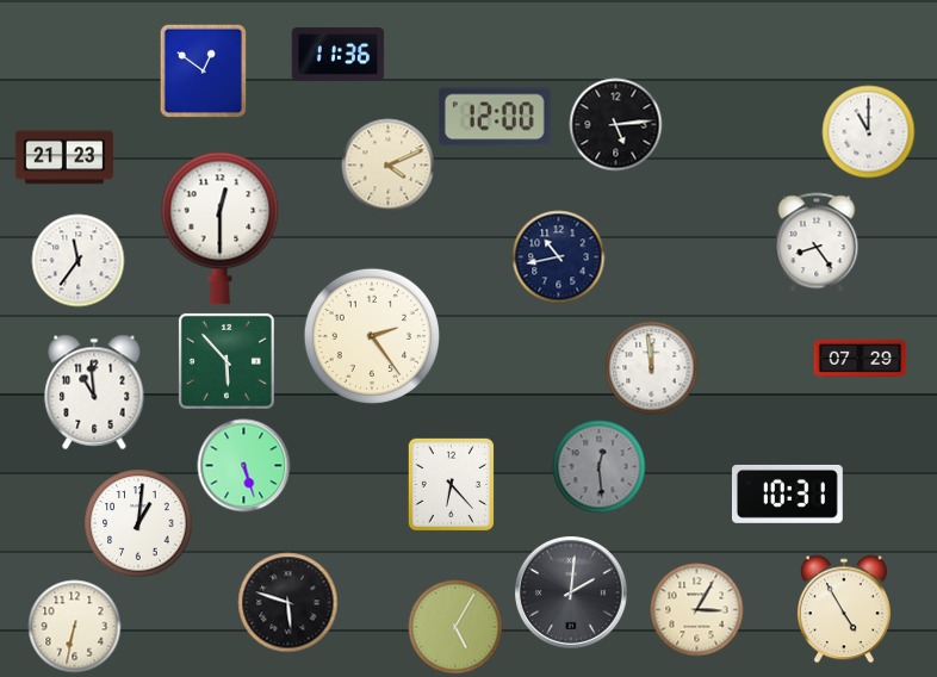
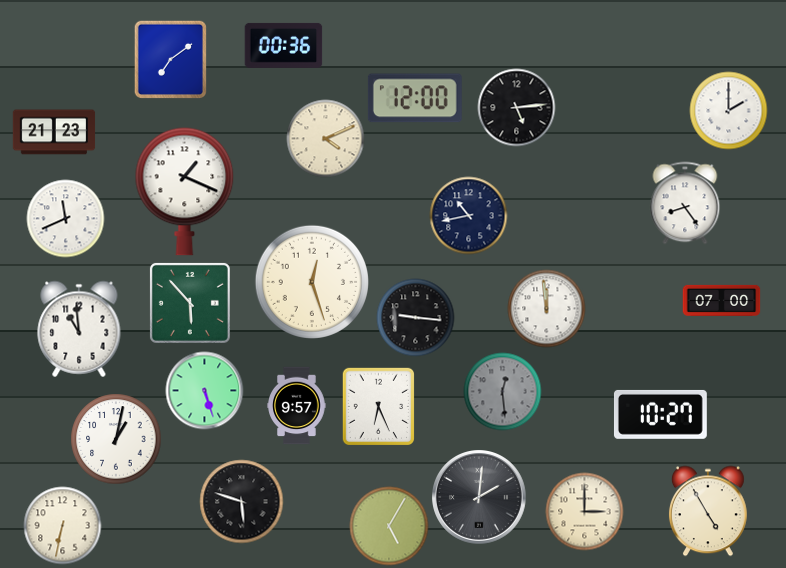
clock at (337, 54): 11:36 -> 00:36
clock at (203, 70): 12:51 -> 7:09
clock at (615, 124) position: (615, 124) -> (516, 107)
clock at (868, 131): 11:00 -> 2:00
clock at (221, 228): 12:30 -> 1:19
clock at (77, 260): 11:36 -> 11:41
clock at (372, 336): 2:24 -> 12:27
clock at (860, 358): 07:29 -> 07:00
clock at (415, 317): none -> 9:16
clock at (297, 405): none -> 9:57
clock at (451, 484): 6:23 -> 6:26
clock at (787, 493): 10:31 -> 10:27
clock at (138, 523): 1:01 -> 1:02
clock at (287, 602) position: (287, 602) -> (241, 501)
clock at (696, 609): 3:05 -> 3:00
clock at (455, 627) position: (455, 627) -> (389, 526)
